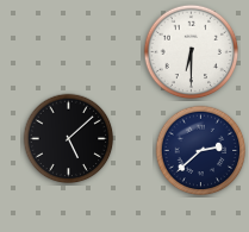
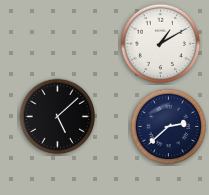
clock at (192, 52): 6:30 -> 1:10
